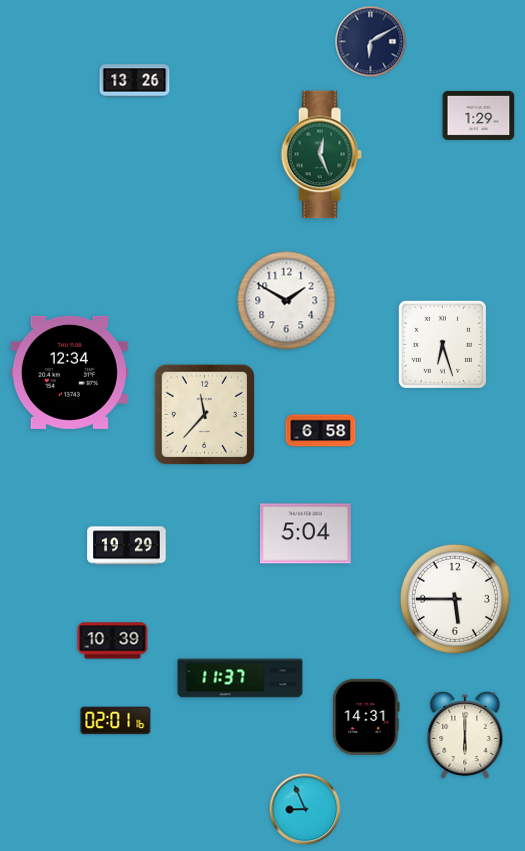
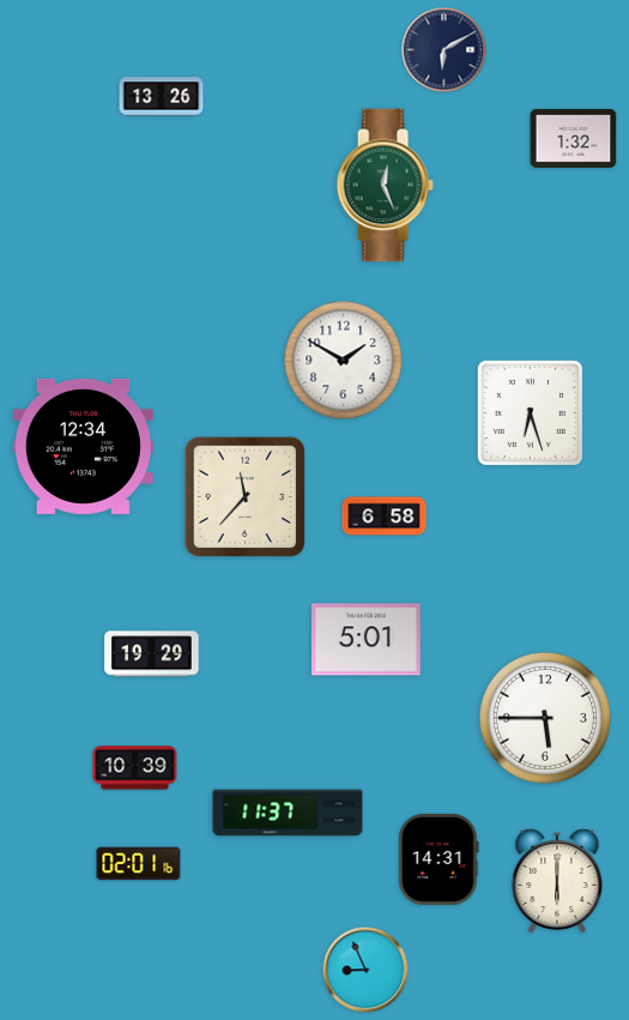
clock at (479, 115): 1:29 -> 1:32
clock at (305, 534): 5:04 -> 5:01
